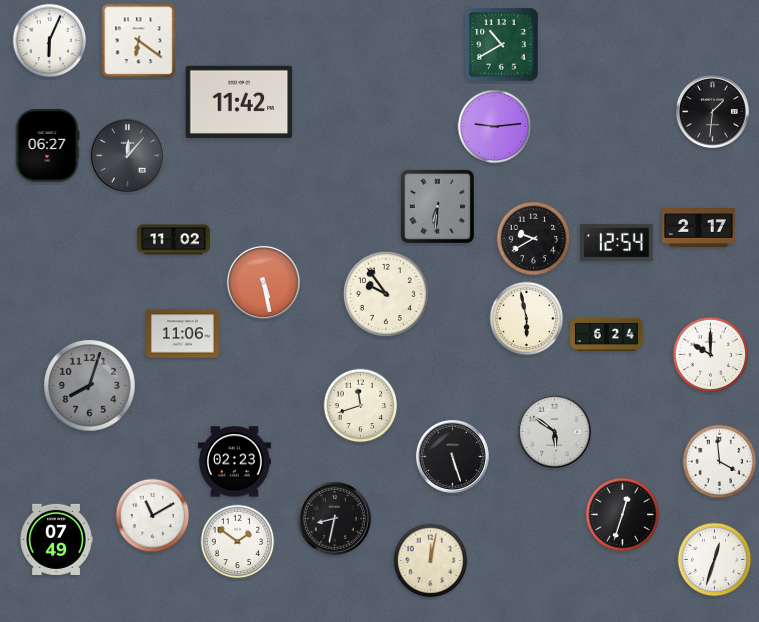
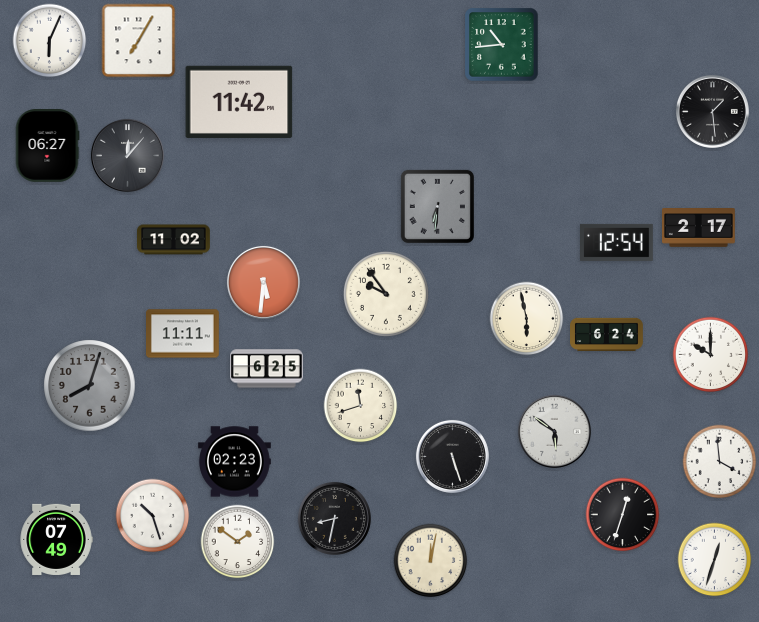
clock at (139, 41): 6:21 -> 7:05
clock at (502, 45): 10:40 -> 10:44
clock at (712, 111): 1:31 -> 1:29
clock at (495, 127): 9:14 -> none
clock at (534, 239): 9:40 -> none
clock at (263, 282): 5:28 -> 5:31
clock at (183, 334): 11:06 -> 11:11
clock at (267, 369): none -> 6:25
clock at (153, 516): 11:10 -> 10:27
